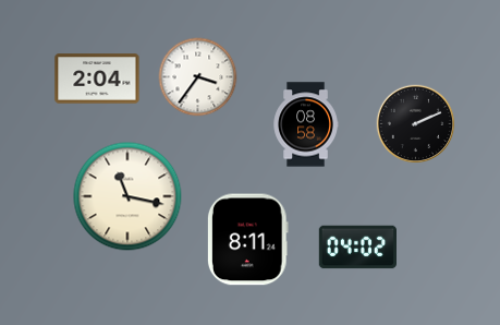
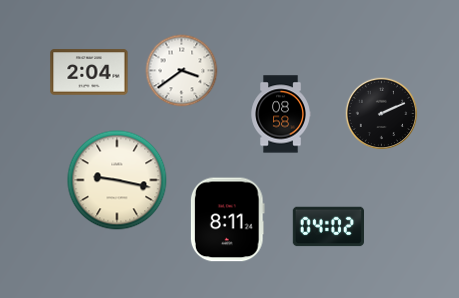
clock at (198, 77): 3:36 -> 3:39
clock at (127, 196): 11:17 -> 9:17
